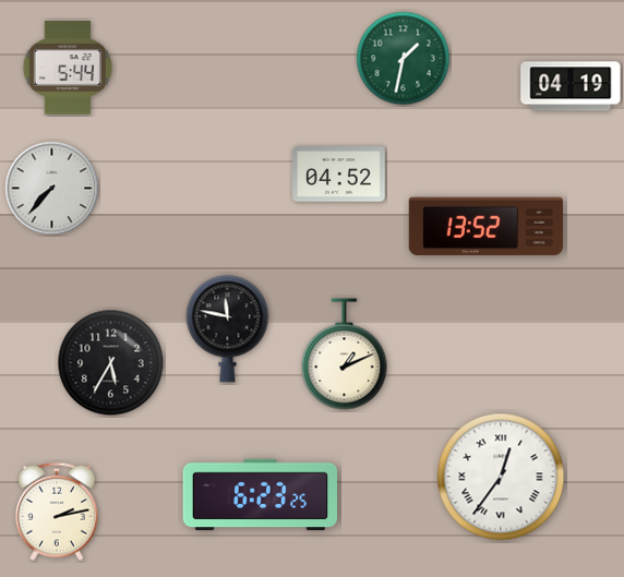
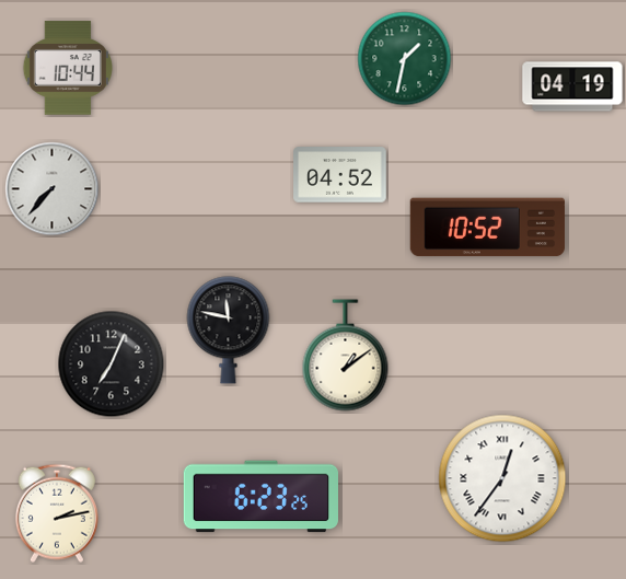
clock at (67, 68): 5:44 -> 10:44
clock at (485, 227): 13:52 -> 10:52
clock at (345, 354): 1:11 -> 1:09
clock at (111, 363): 5:35 -> 7:04
